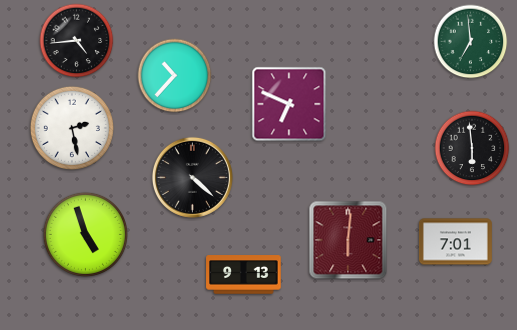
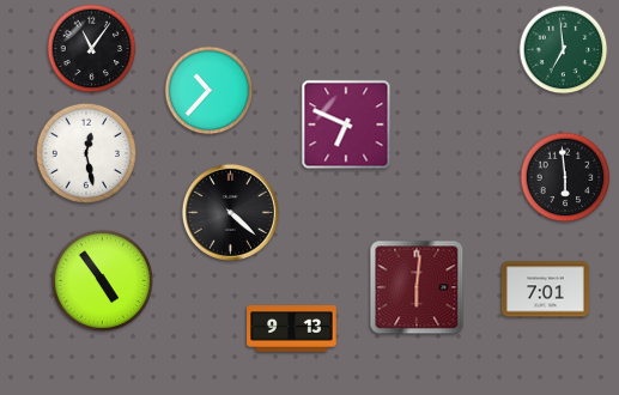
clock at (77, 41): 4:44 -> 11:06
clock at (72, 128): 2:28 -> 12:28
clock at (85, 234): 4:57 -> 4:54
